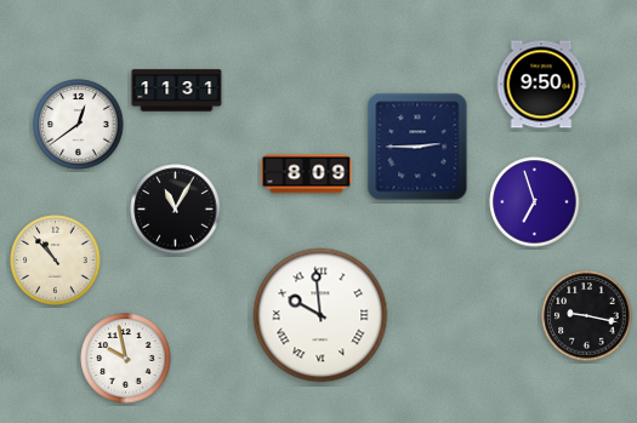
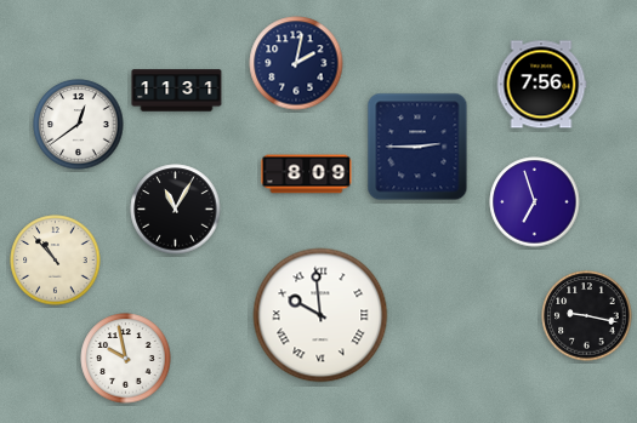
clock at (296, 63): none -> 2:02
clock at (541, 85): 9:50 -> 7:56
